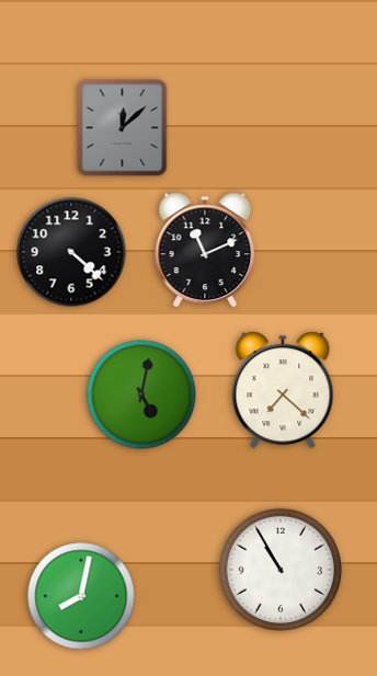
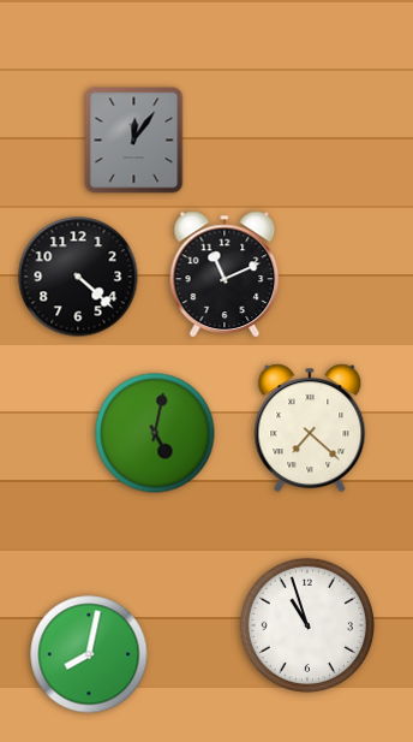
clock at (123, 128): 12:08 -> 12:06
clock at (281, 570): 10:55 -> 10:57
